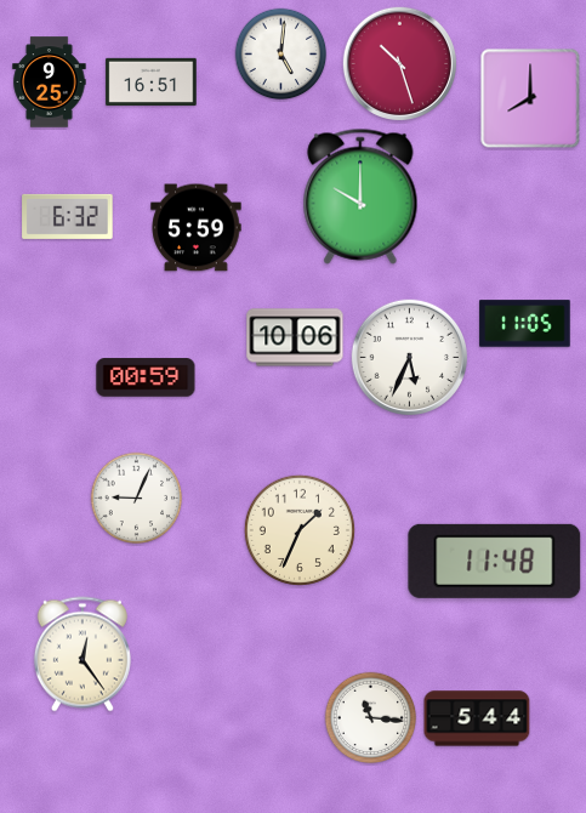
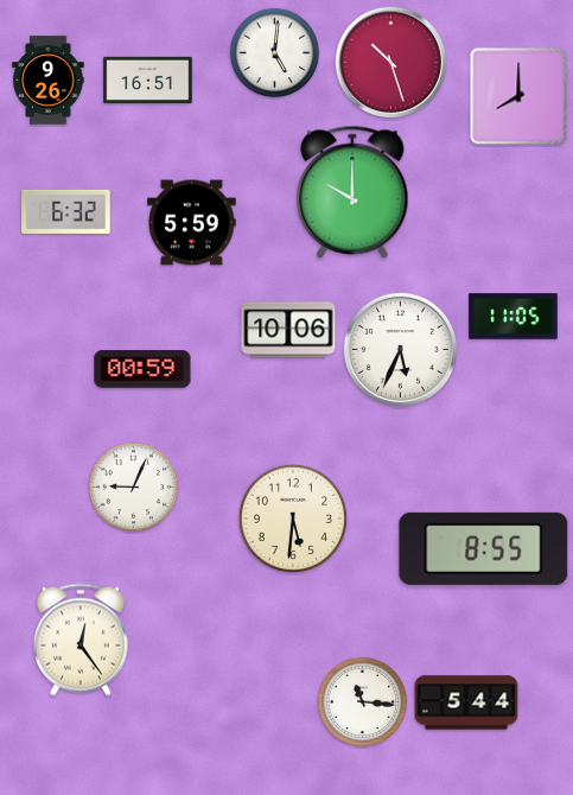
clock at (50, 83): 9:25 -> 9:26
clock at (300, 530): 1:34 -> 5:31
clock at (495, 561): 11:48 -> 8:55
